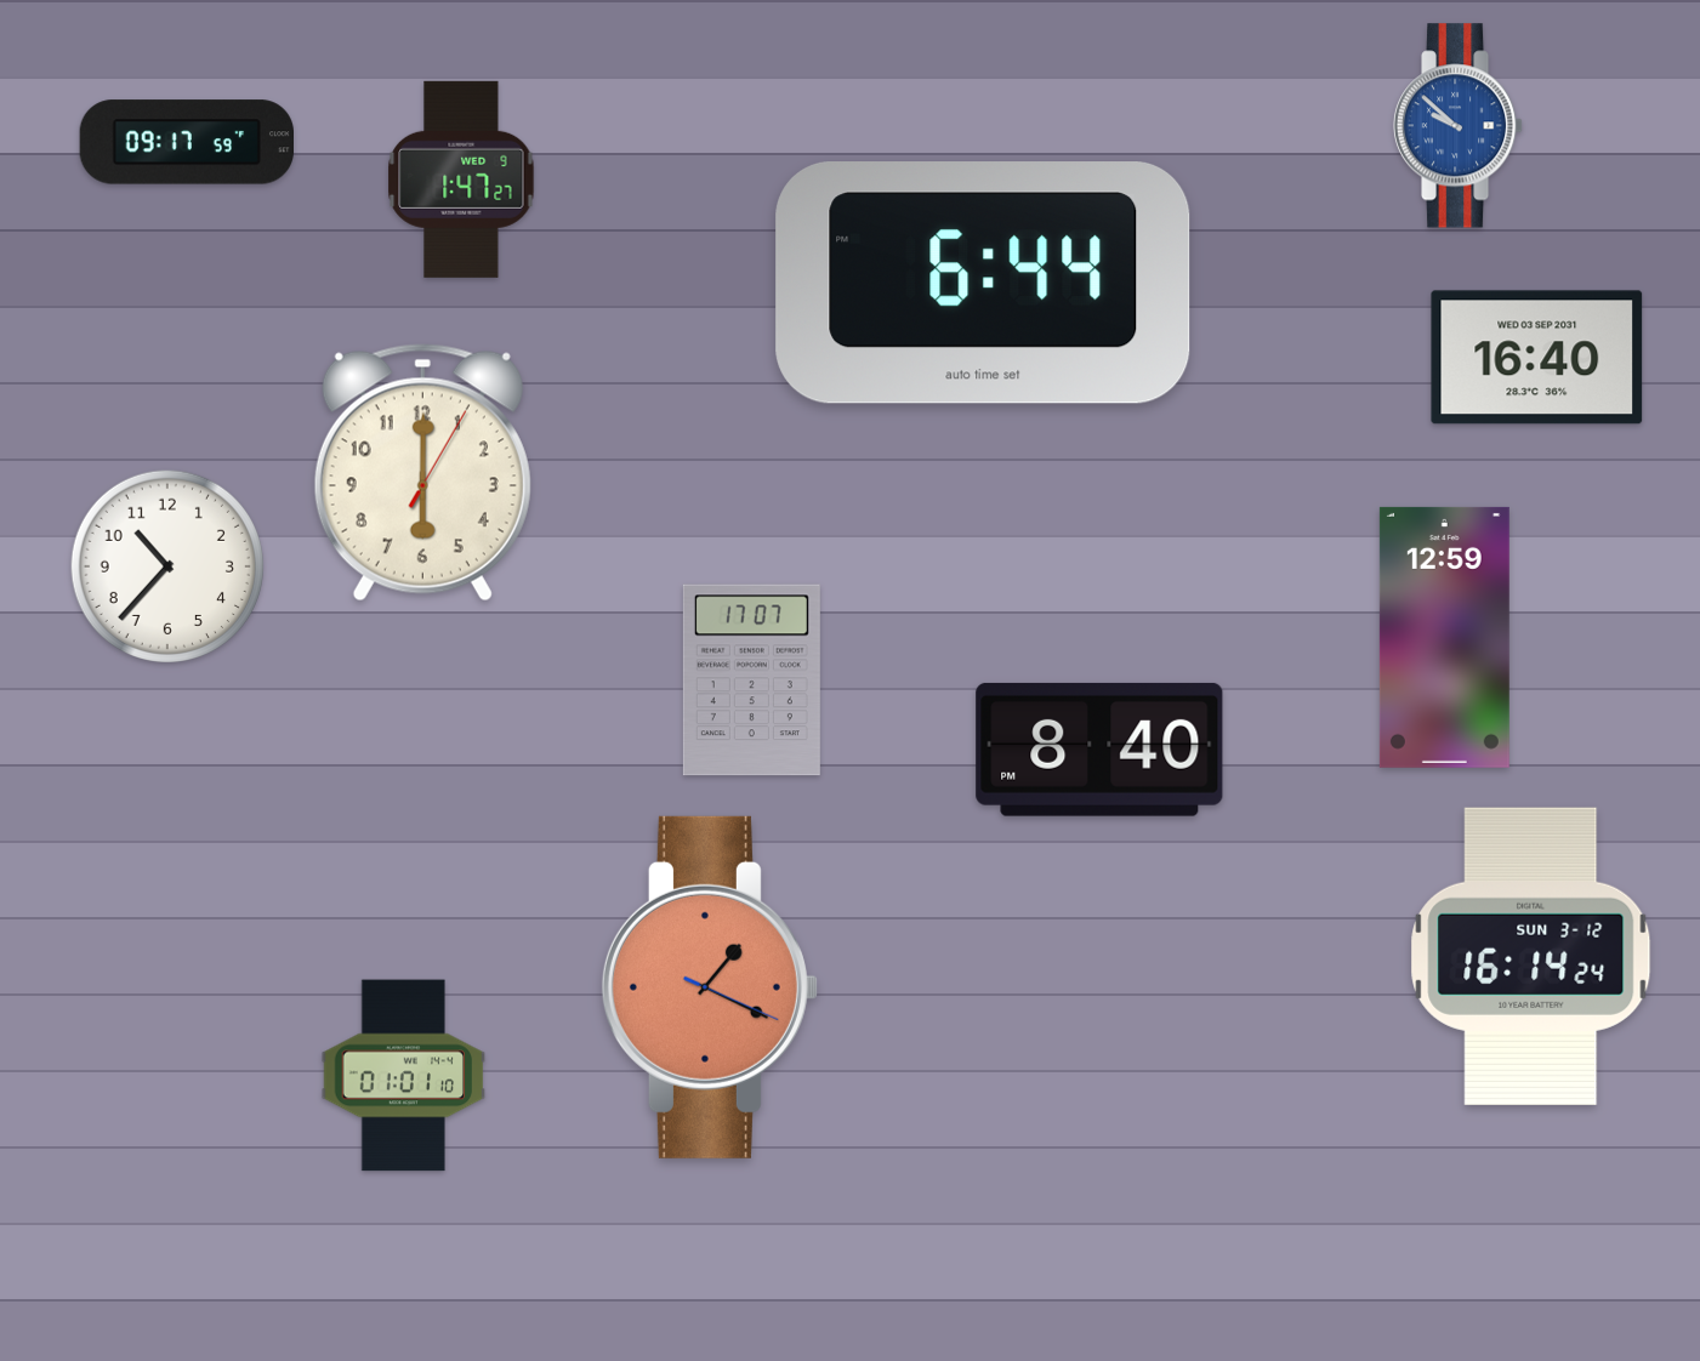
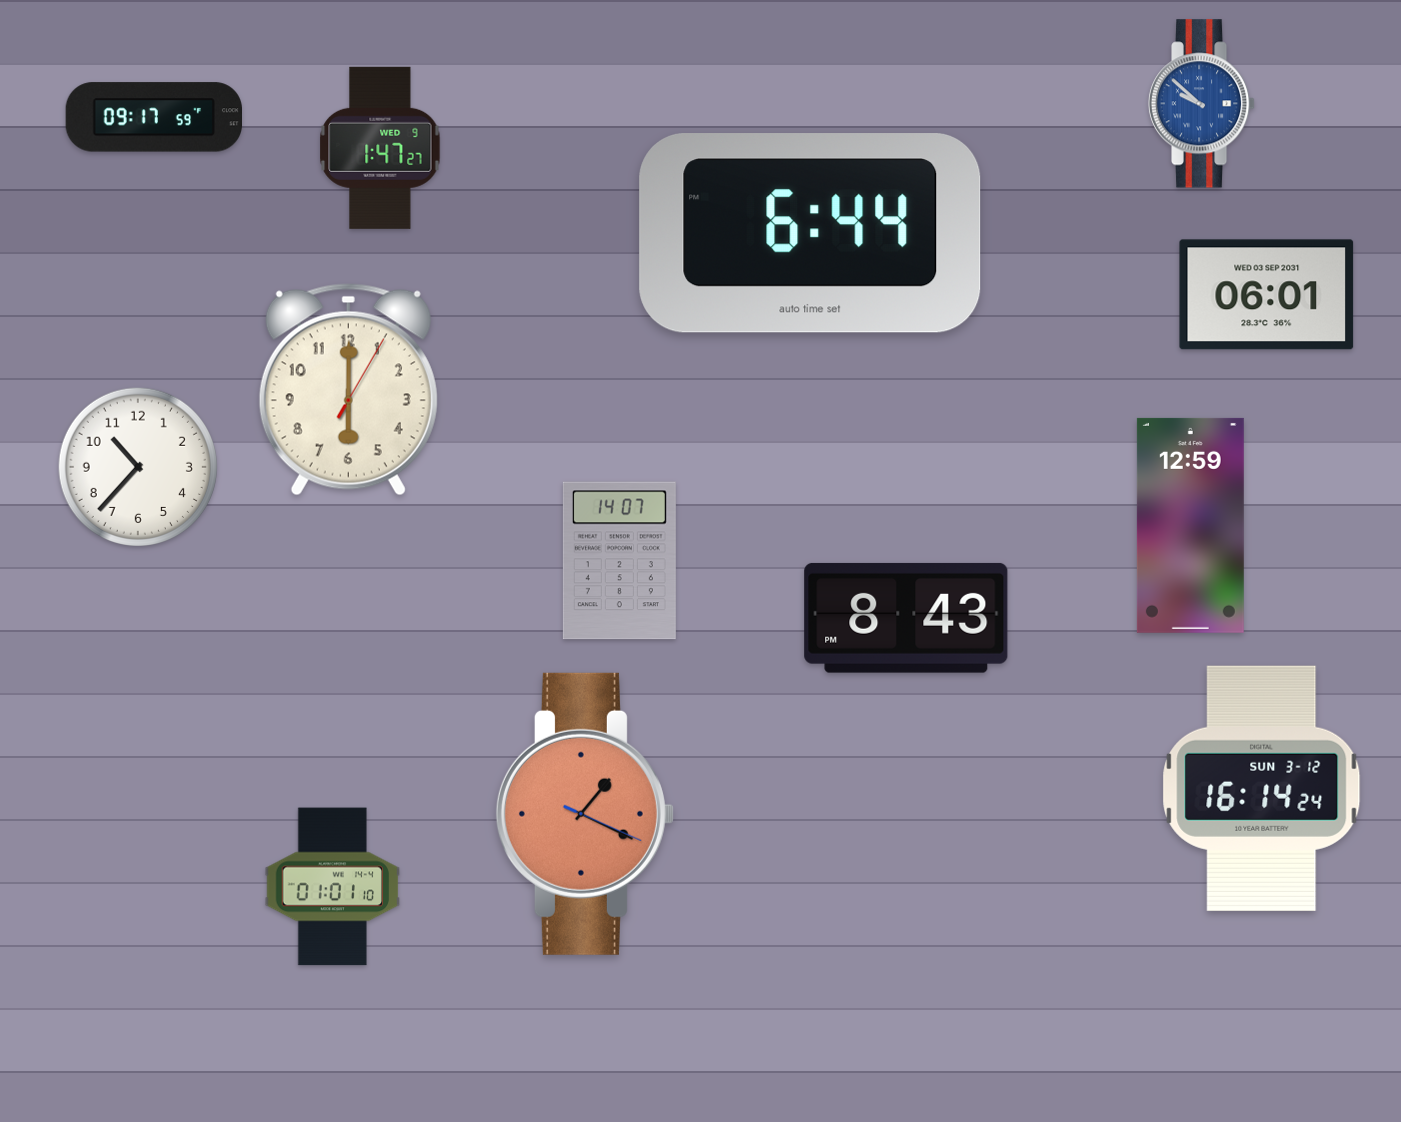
clock at (1537, 358): 16:40 -> 06:01
clock at (751, 680): 17:07 -> 14:07
clock at (1099, 750): 8:40 -> 8:43
